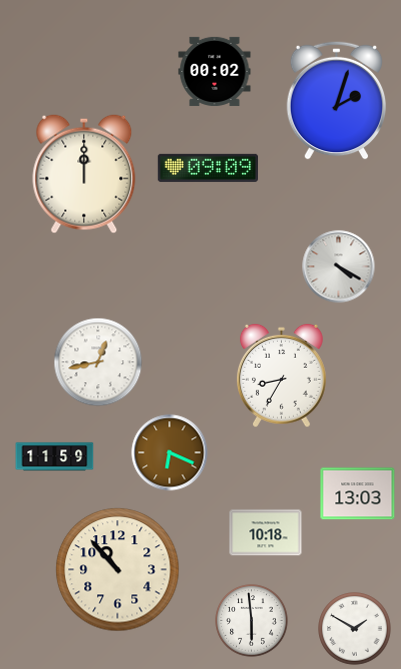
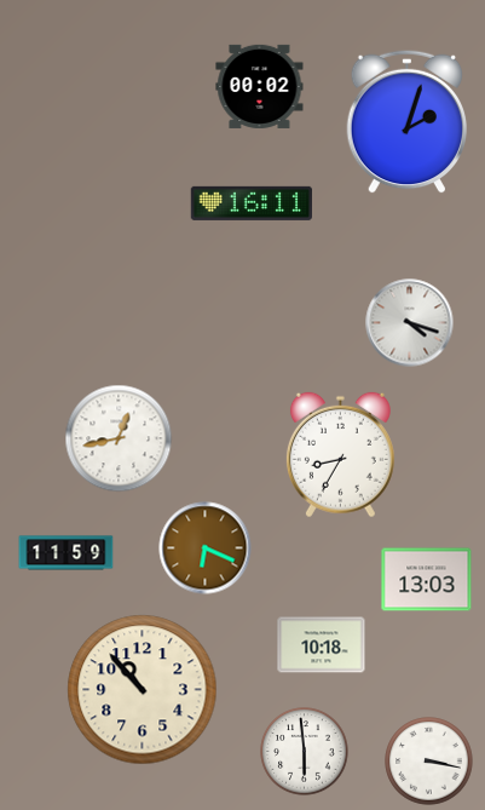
clock at (207, 168): 09:09 -> 16:11
clock at (84, 174): 12:00 -> none
clock at (339, 267): 4:20 -> 4:18
clock at (358, 494) position: (358, 494) -> (427, 580)
clock at (355, 629): 1:50 -> 3:17
